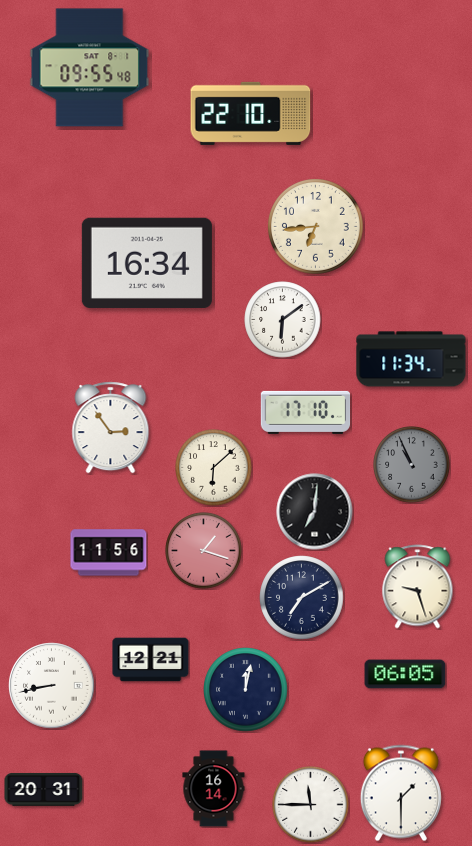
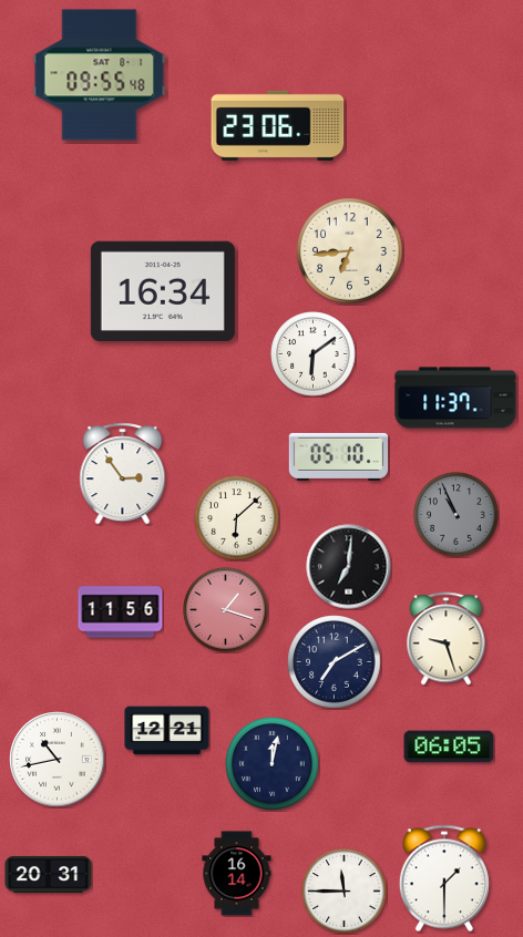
clock at (251, 113): 22:10 -> 23:06
clock at (411, 359): 11:34 -> 11:37
clock at (306, 412): 17:10 -> 05:10
clock at (418, 587) position: (418, 587) -> (447, 639)
clock at (52, 686): 8:43 -> 10:43
